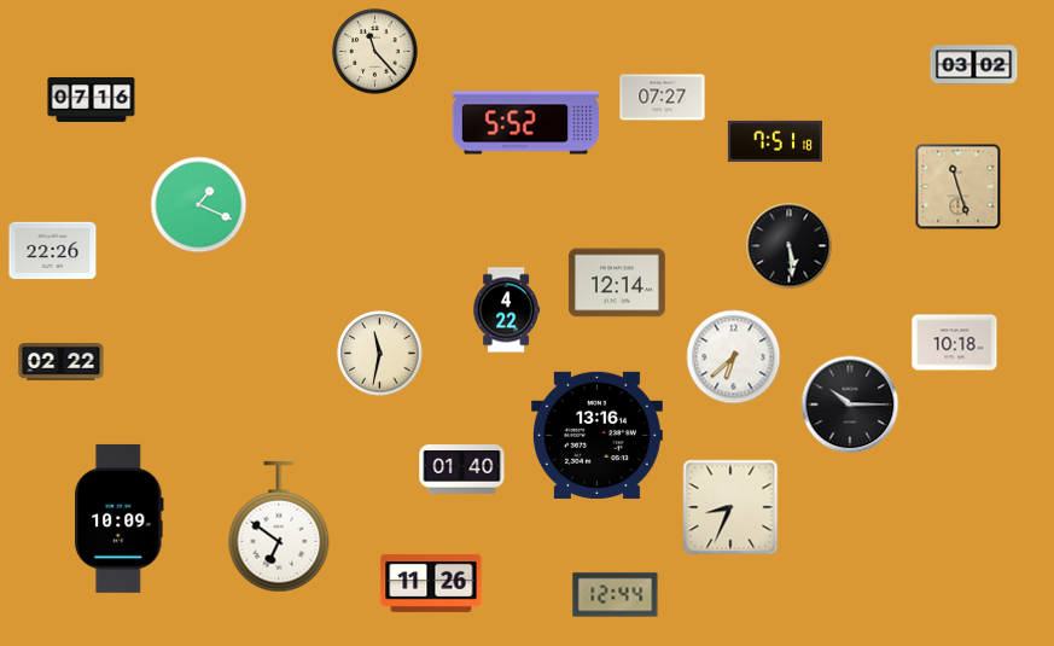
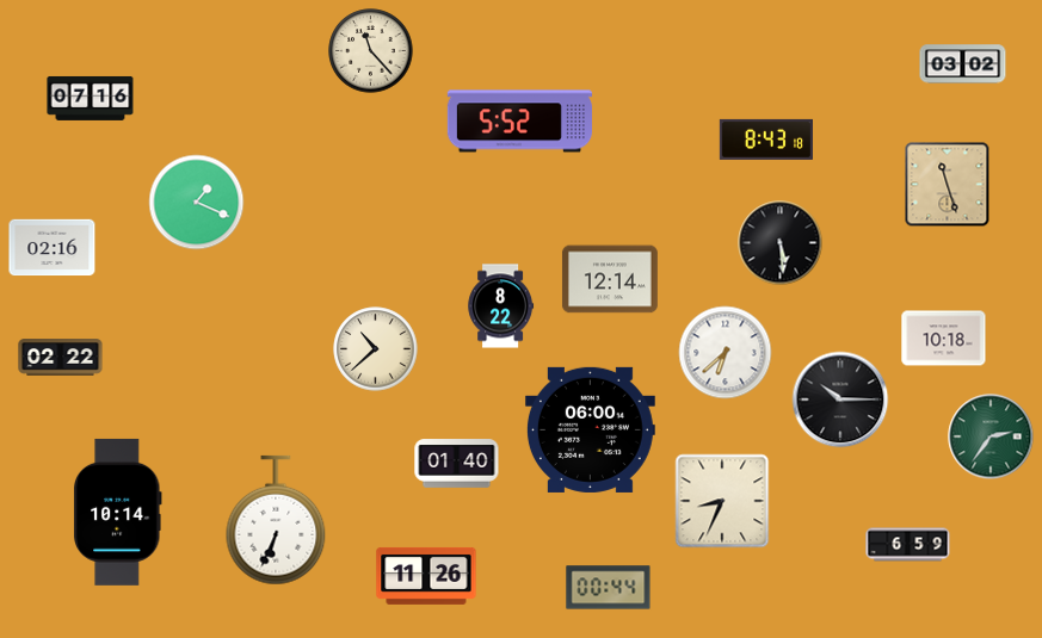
clock at (663, 98): 07:27 -> none
clock at (775, 141): 7:51 -> 8:43
clock at (53, 251): 22:26 -> 02:16
clock at (507, 310): 4:22 -> 8:22
clock at (380, 354): 11:32 -> 10:38
clock at (596, 435): 13:16 -> 06:00
clock at (991, 436): none -> 2:36
clock at (118, 518): 10:09 -> 10:14
clock at (279, 526): 6:51 -> 6:34
clock at (908, 545): none -> 6:59
clock at (616, 595): 12:44 -> 00:44
